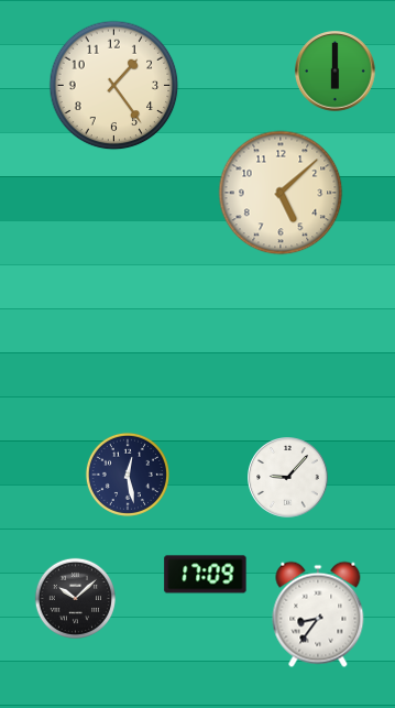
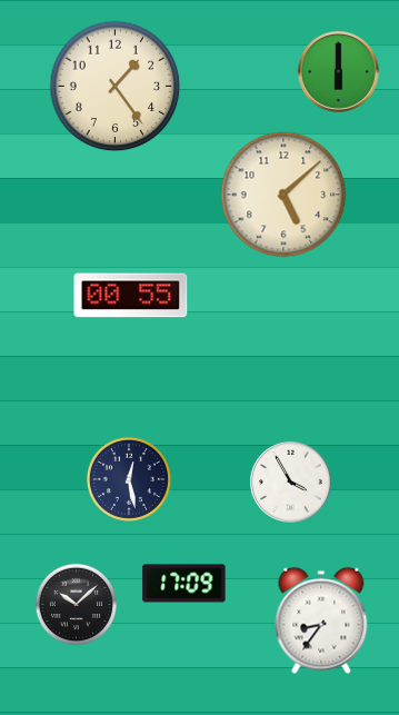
clock at (131, 296): none -> 00:55
clock at (288, 478): 9:07 -> 3:55
clock at (206, 575) position: (206, 575) -> (184, 584)
